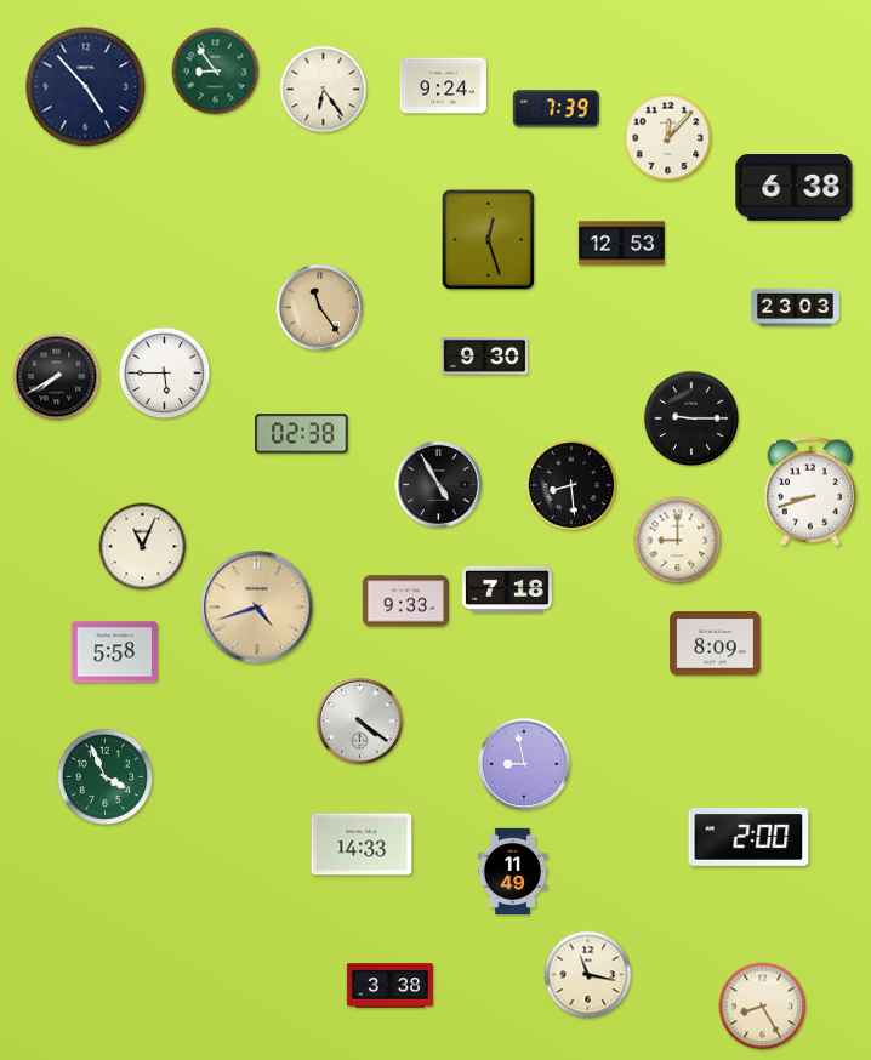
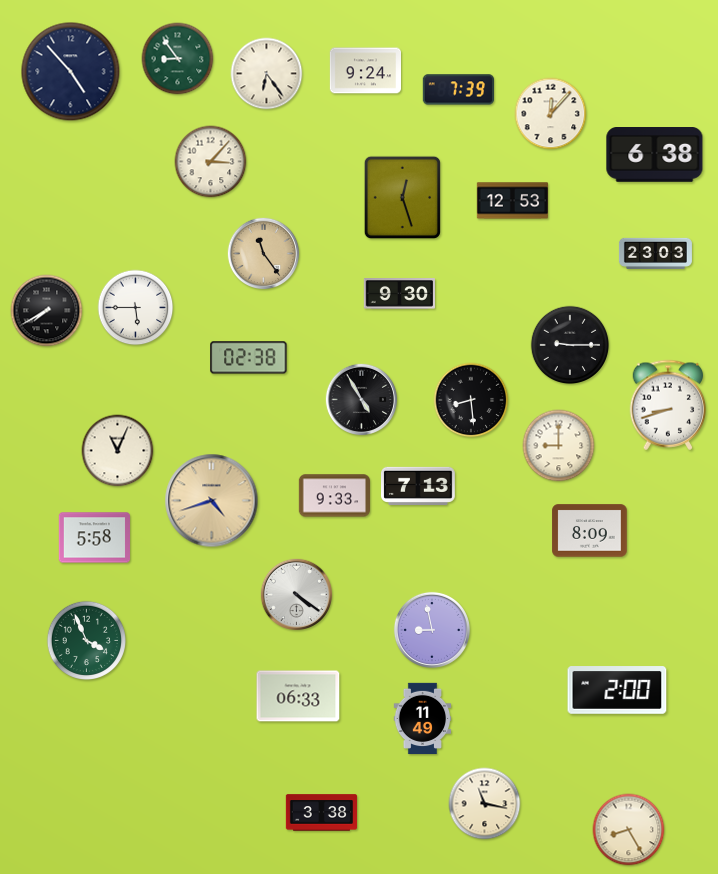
clock at (211, 162): none -> 3:07
clock at (508, 588): 7:18 -> 7:13
clock at (362, 844): 14:33 -> 06:33
